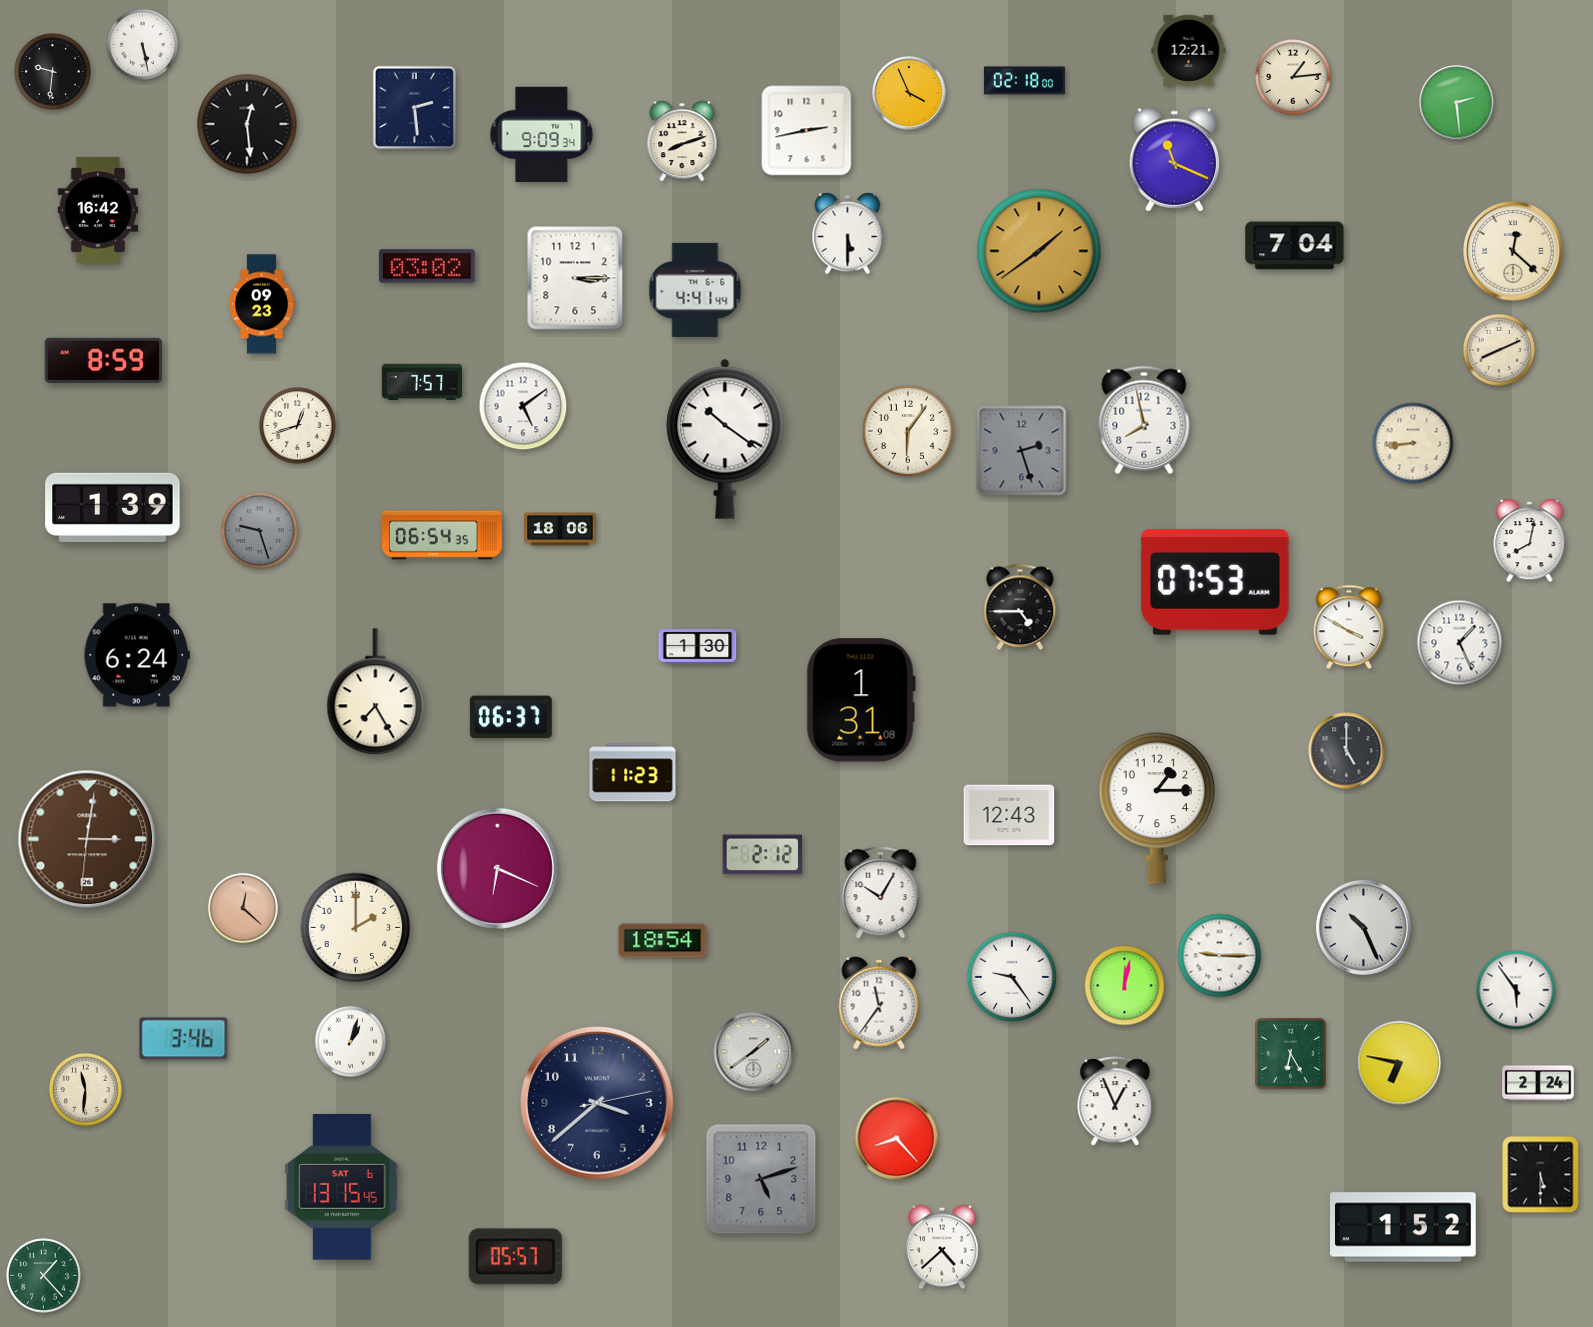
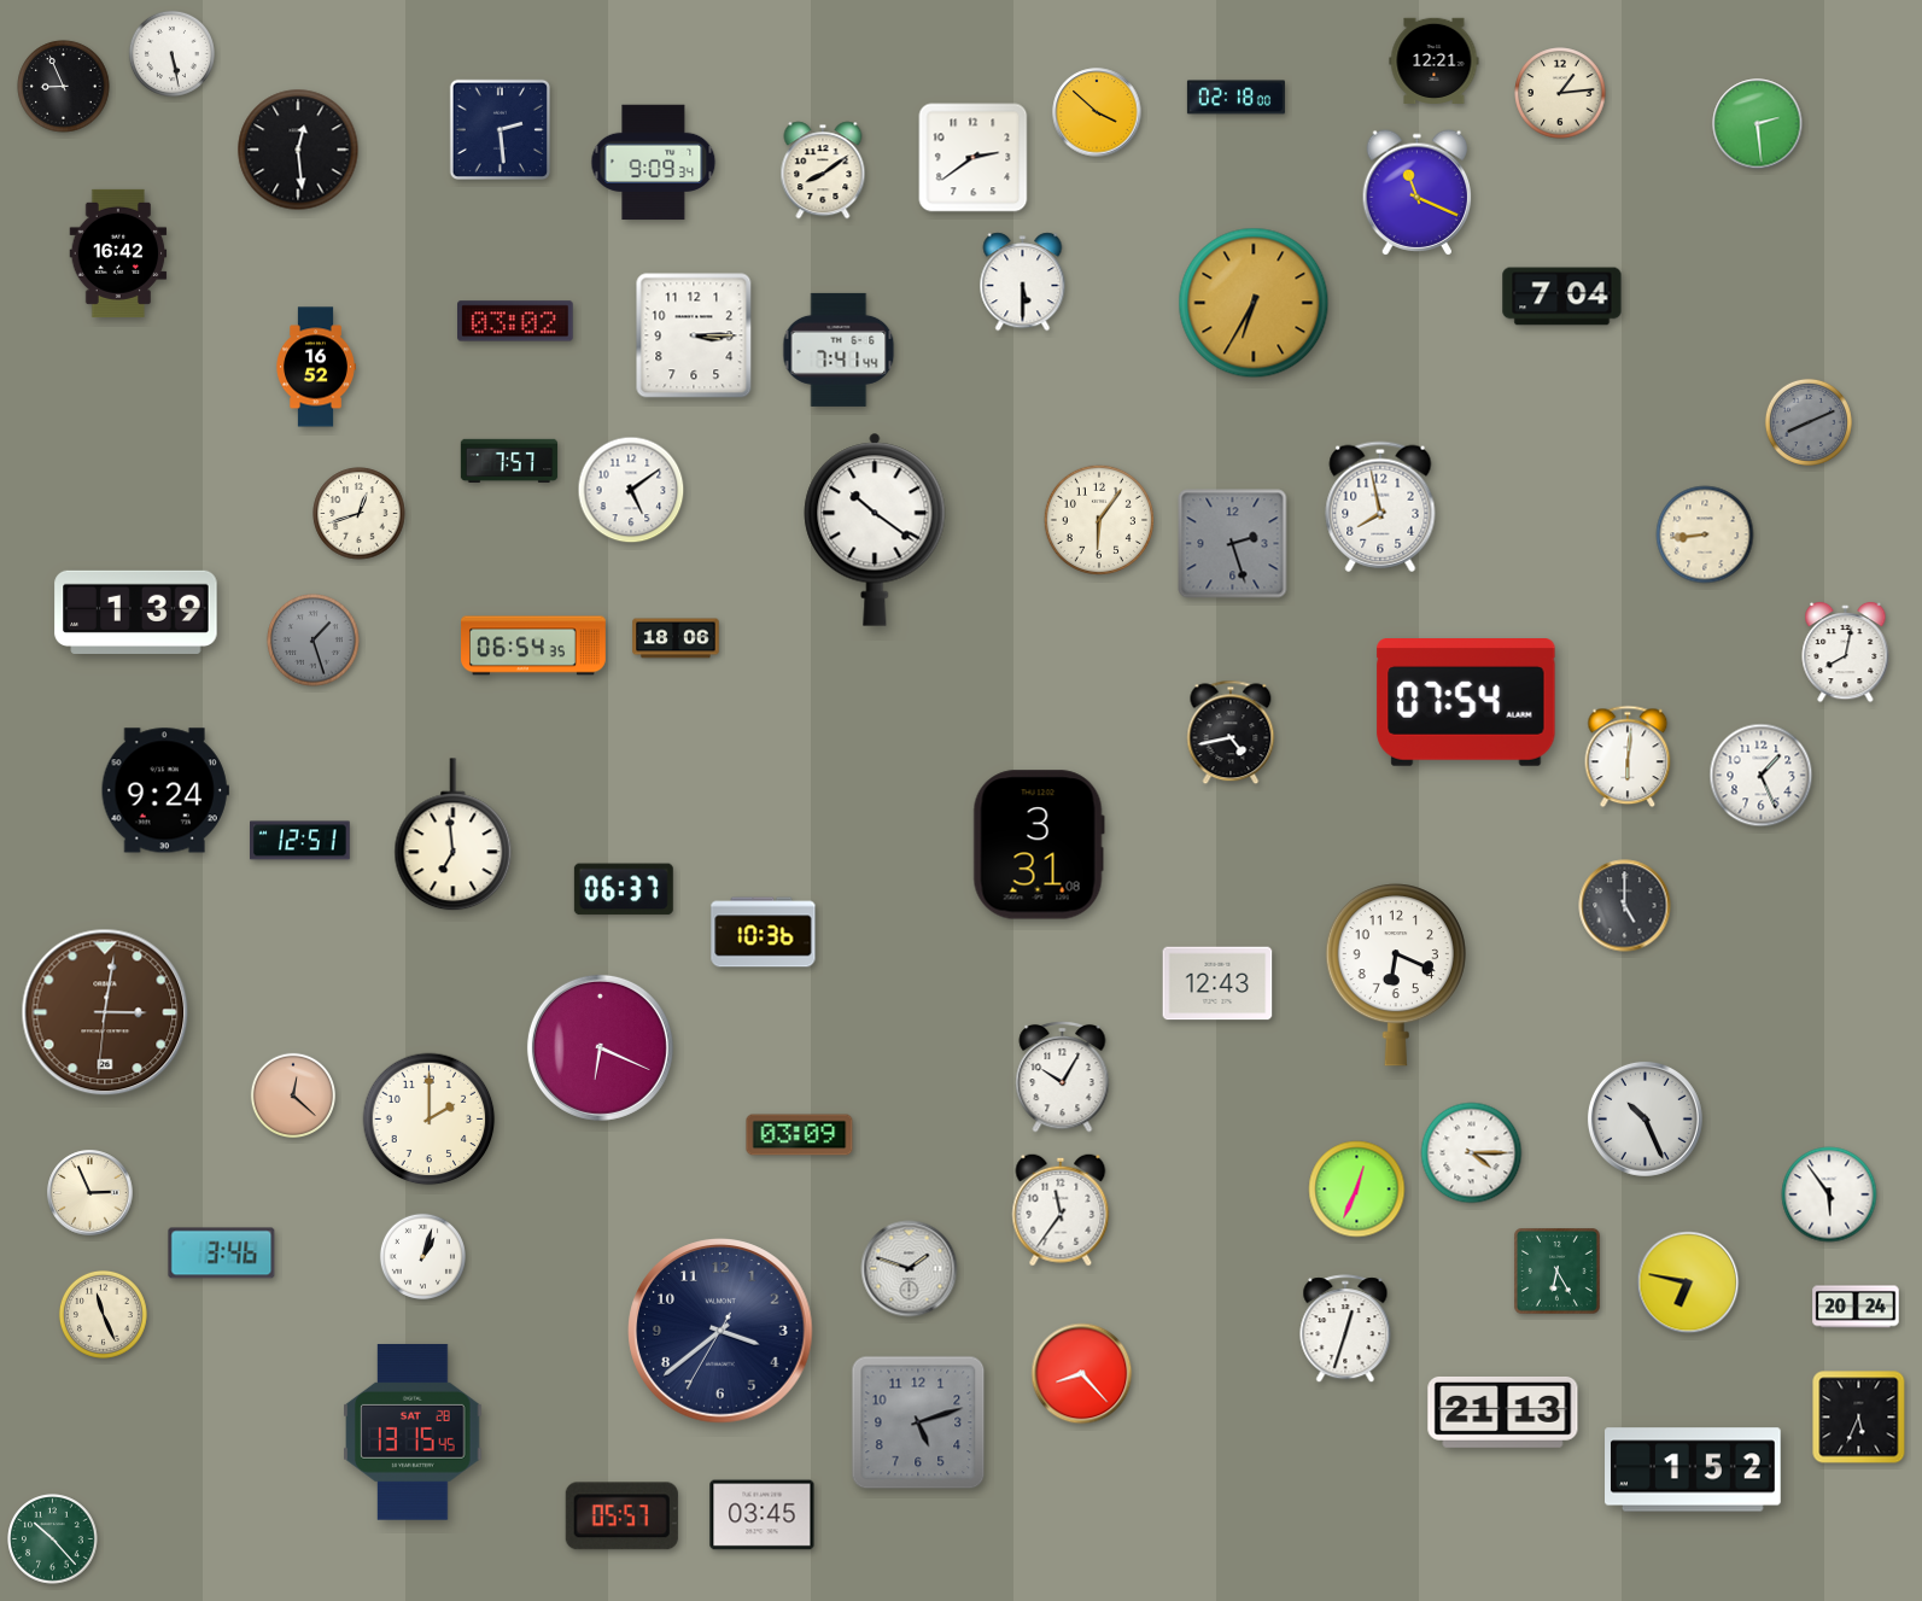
clock at (53, 72): 9:31 -> 8:56
clock at (909, 93): 3:56 -> 3:52
clock at (807, 131): 2:43 -> 2:39
clock at (682, 141): 8:12 -> 8:09
clock at (1039, 251): 1:39 -> 6:35
clock at (1513, 251): 12:22 -> none
clock at (695, 290): 4:41 -> 7:41
clock at (262, 304): 09:23 -> 16:52
clock at (1499, 350) dial: cream -> grey
clock at (103, 360): 8:59 -> none
clock at (907, 430) position: (907, 430) -> (1098, 519)
clock at (260, 531): 9:27 -> 1:27
clock at (1215, 583): 07:53 -> 07:54
clock at (1020, 607): 4:45 -> 4:43
clock at (1349, 627): 3:50 -> 6:01
clock at (698, 647): 1:30 -> none
clock at (137, 655): 6:24 -> 9:24
clock at (376, 692): 7:25 -> 6:59
clock at (300, 841): none -> 12:51
clock at (861, 700): 1:31 -> 3:31
clock at (511, 717) position: (511, 717) -> (624, 889)
clock at (633, 773): 11:23 -> 10:36
clock at (1157, 809): 1:15 -> 6:19
clock at (763, 855): 2:12 -> none
clock at (663, 941): 18:54 -> 03:09
clock at (1220, 956): 9:15 -> 4:15
clock at (1012, 977): 9:24 -> none
clock at (1125, 986): 12:02 -> 12:34
clock at (90, 1193): none -> 2:56
clock at (754, 1052): 1:39 -> 1:48
clock at (1538, 1083): 2:24 -> 20:24
clock at (85, 1089): 11:31 -> 11:26
clock at (1115, 1102): 12:56 -> 12:33
clock at (597, 1103): 3:38:13 -> 3:38:35
clock at (1503, 1412): none -> 21:13
clock at (1541, 1175): 5:30 -> 5:34
clock at (342, 1187) date: SAT 6 -> SAT 28
clock at (1404, 1227) position: (1404, 1227) -> (1694, 1469)
clock at (942, 1247): 4:38 -> none
clock at (763, 1515): none -> 03:45
clock at (44, 1276): 1:23 -> 10:23
